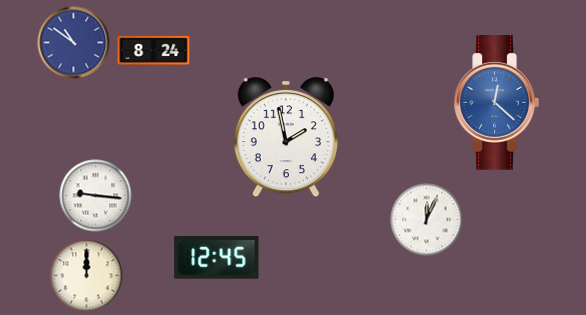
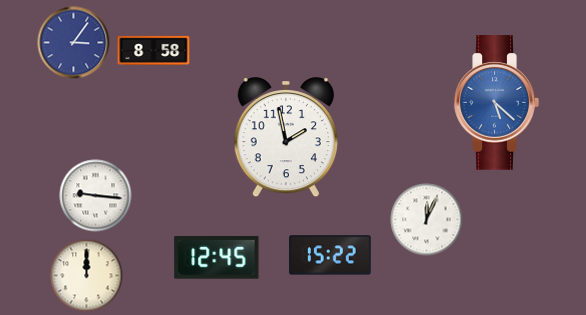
clock at (74, 43): 10:51 -> 3:06
clock at (154, 50): 8:24 -> 8:58
clock at (496, 103): 12:22 -> 5:22
clock at (330, 255): none -> 15:22
